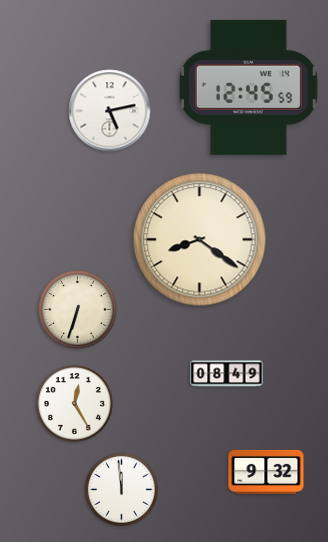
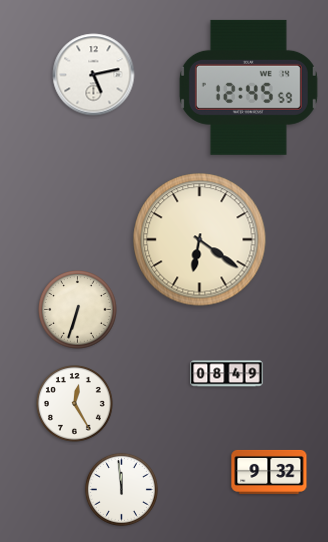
clock at (110, 111) position: (110, 111) -> (94, 75)
clock at (200, 240): 8:21 -> 6:21
clock at (266, 472) position: (266, 472) -> (269, 472)
